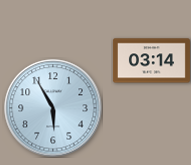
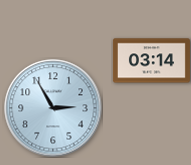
clock at (53, 108): 5:55 -> 2:55
